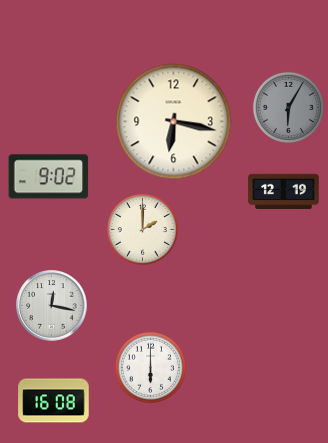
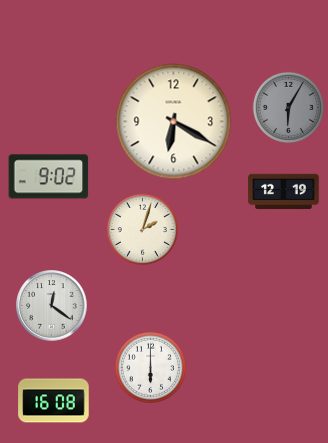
clock at (174, 122): 6:17 -> 6:20
clock at (142, 229): 2:00 -> 2:03
clock at (52, 306): 12:17 -> 12:21
